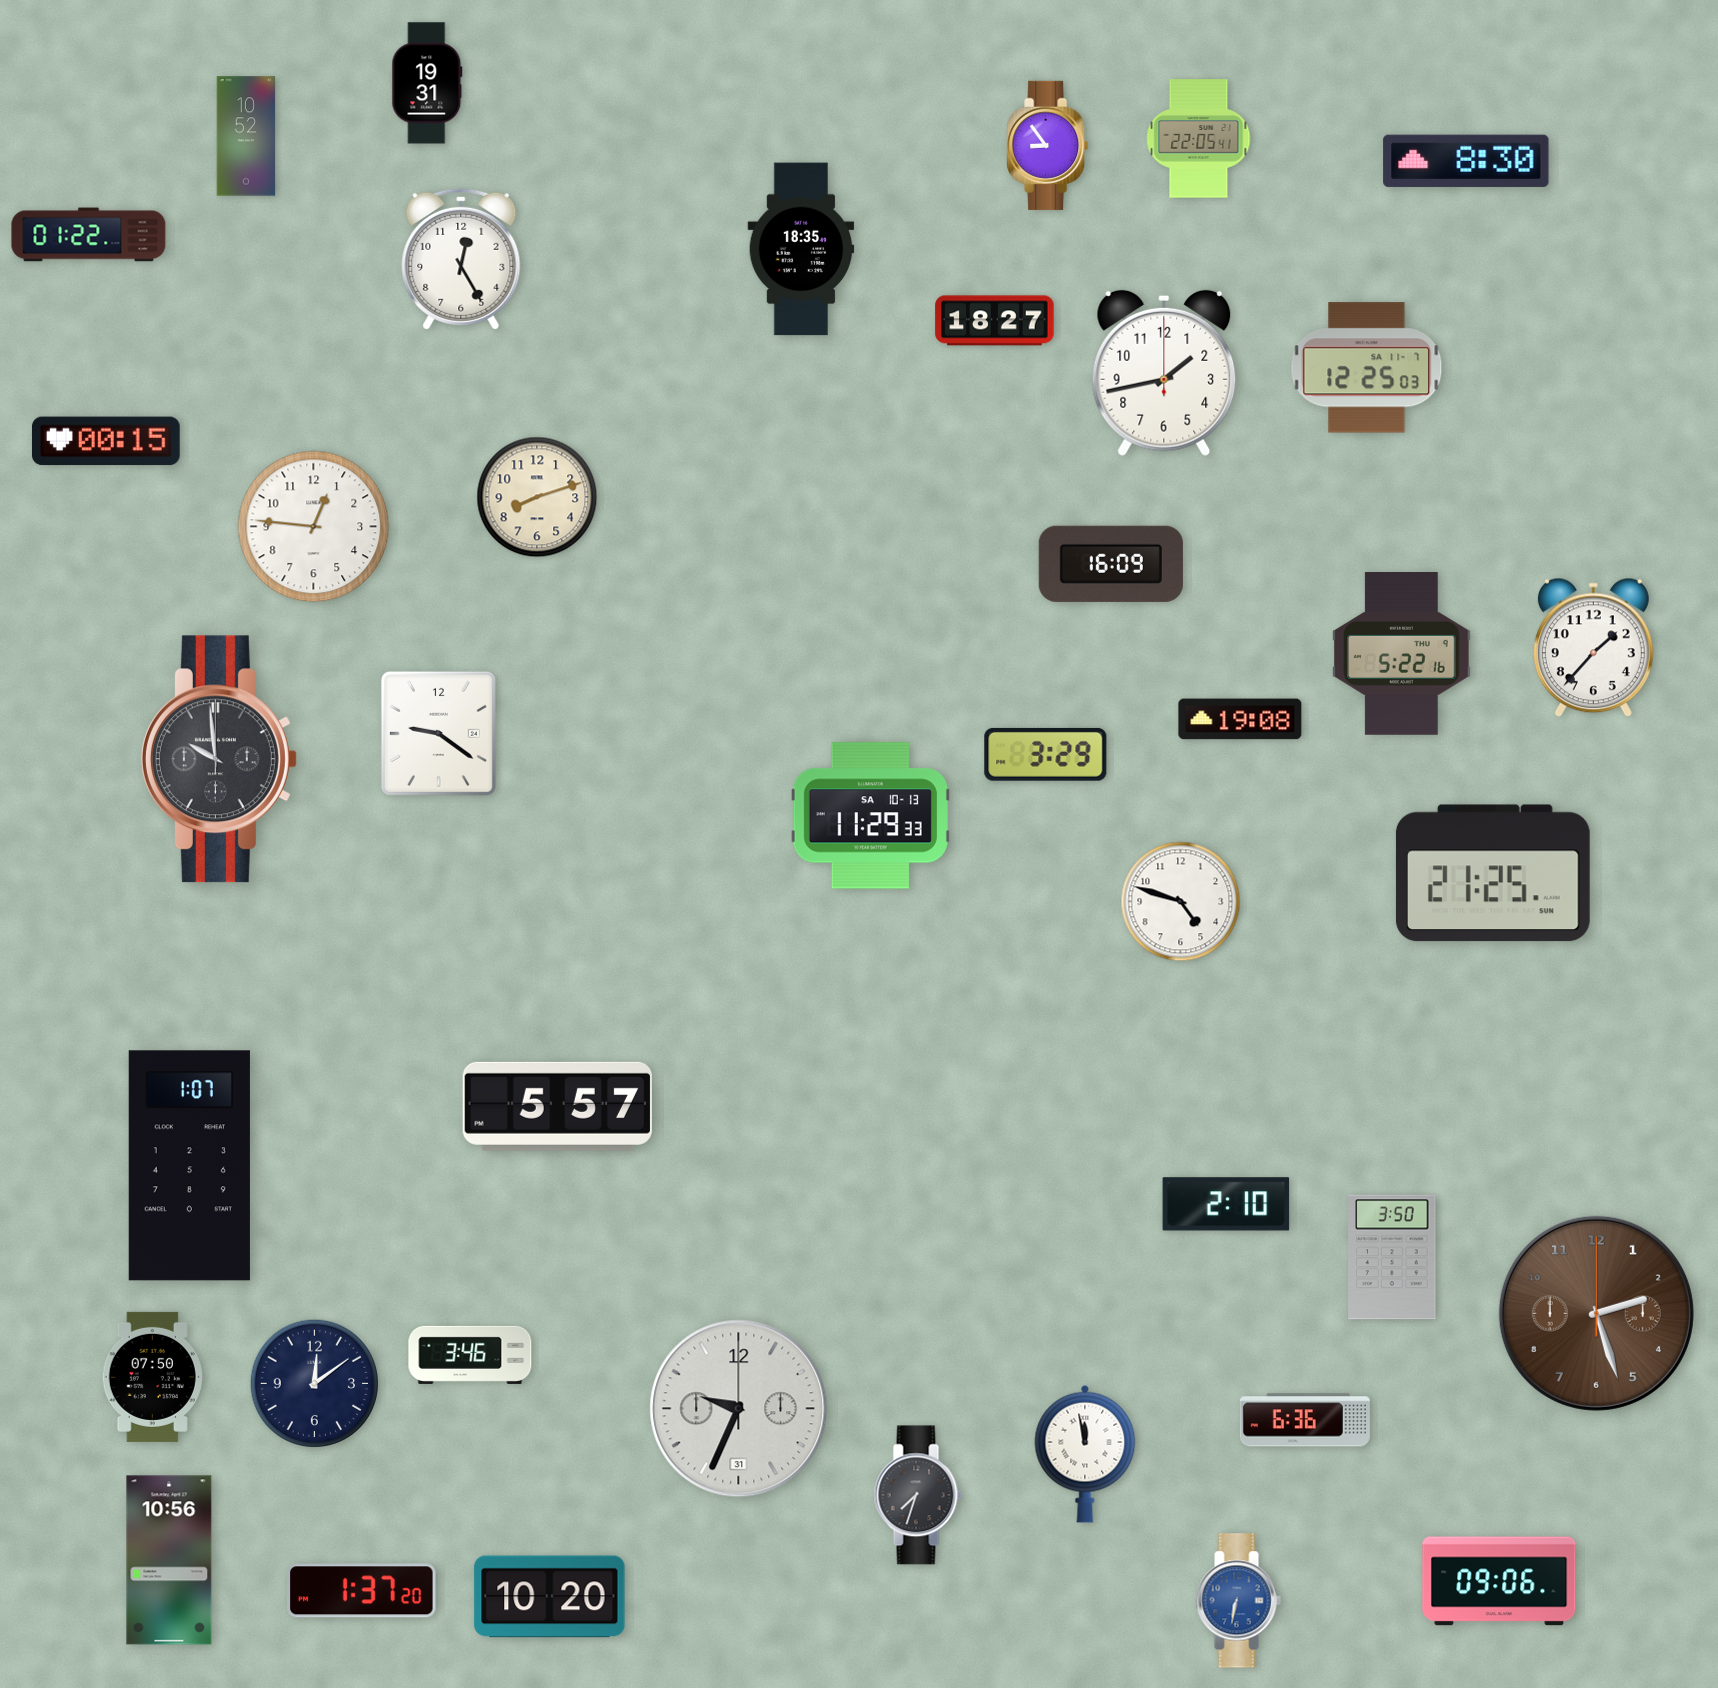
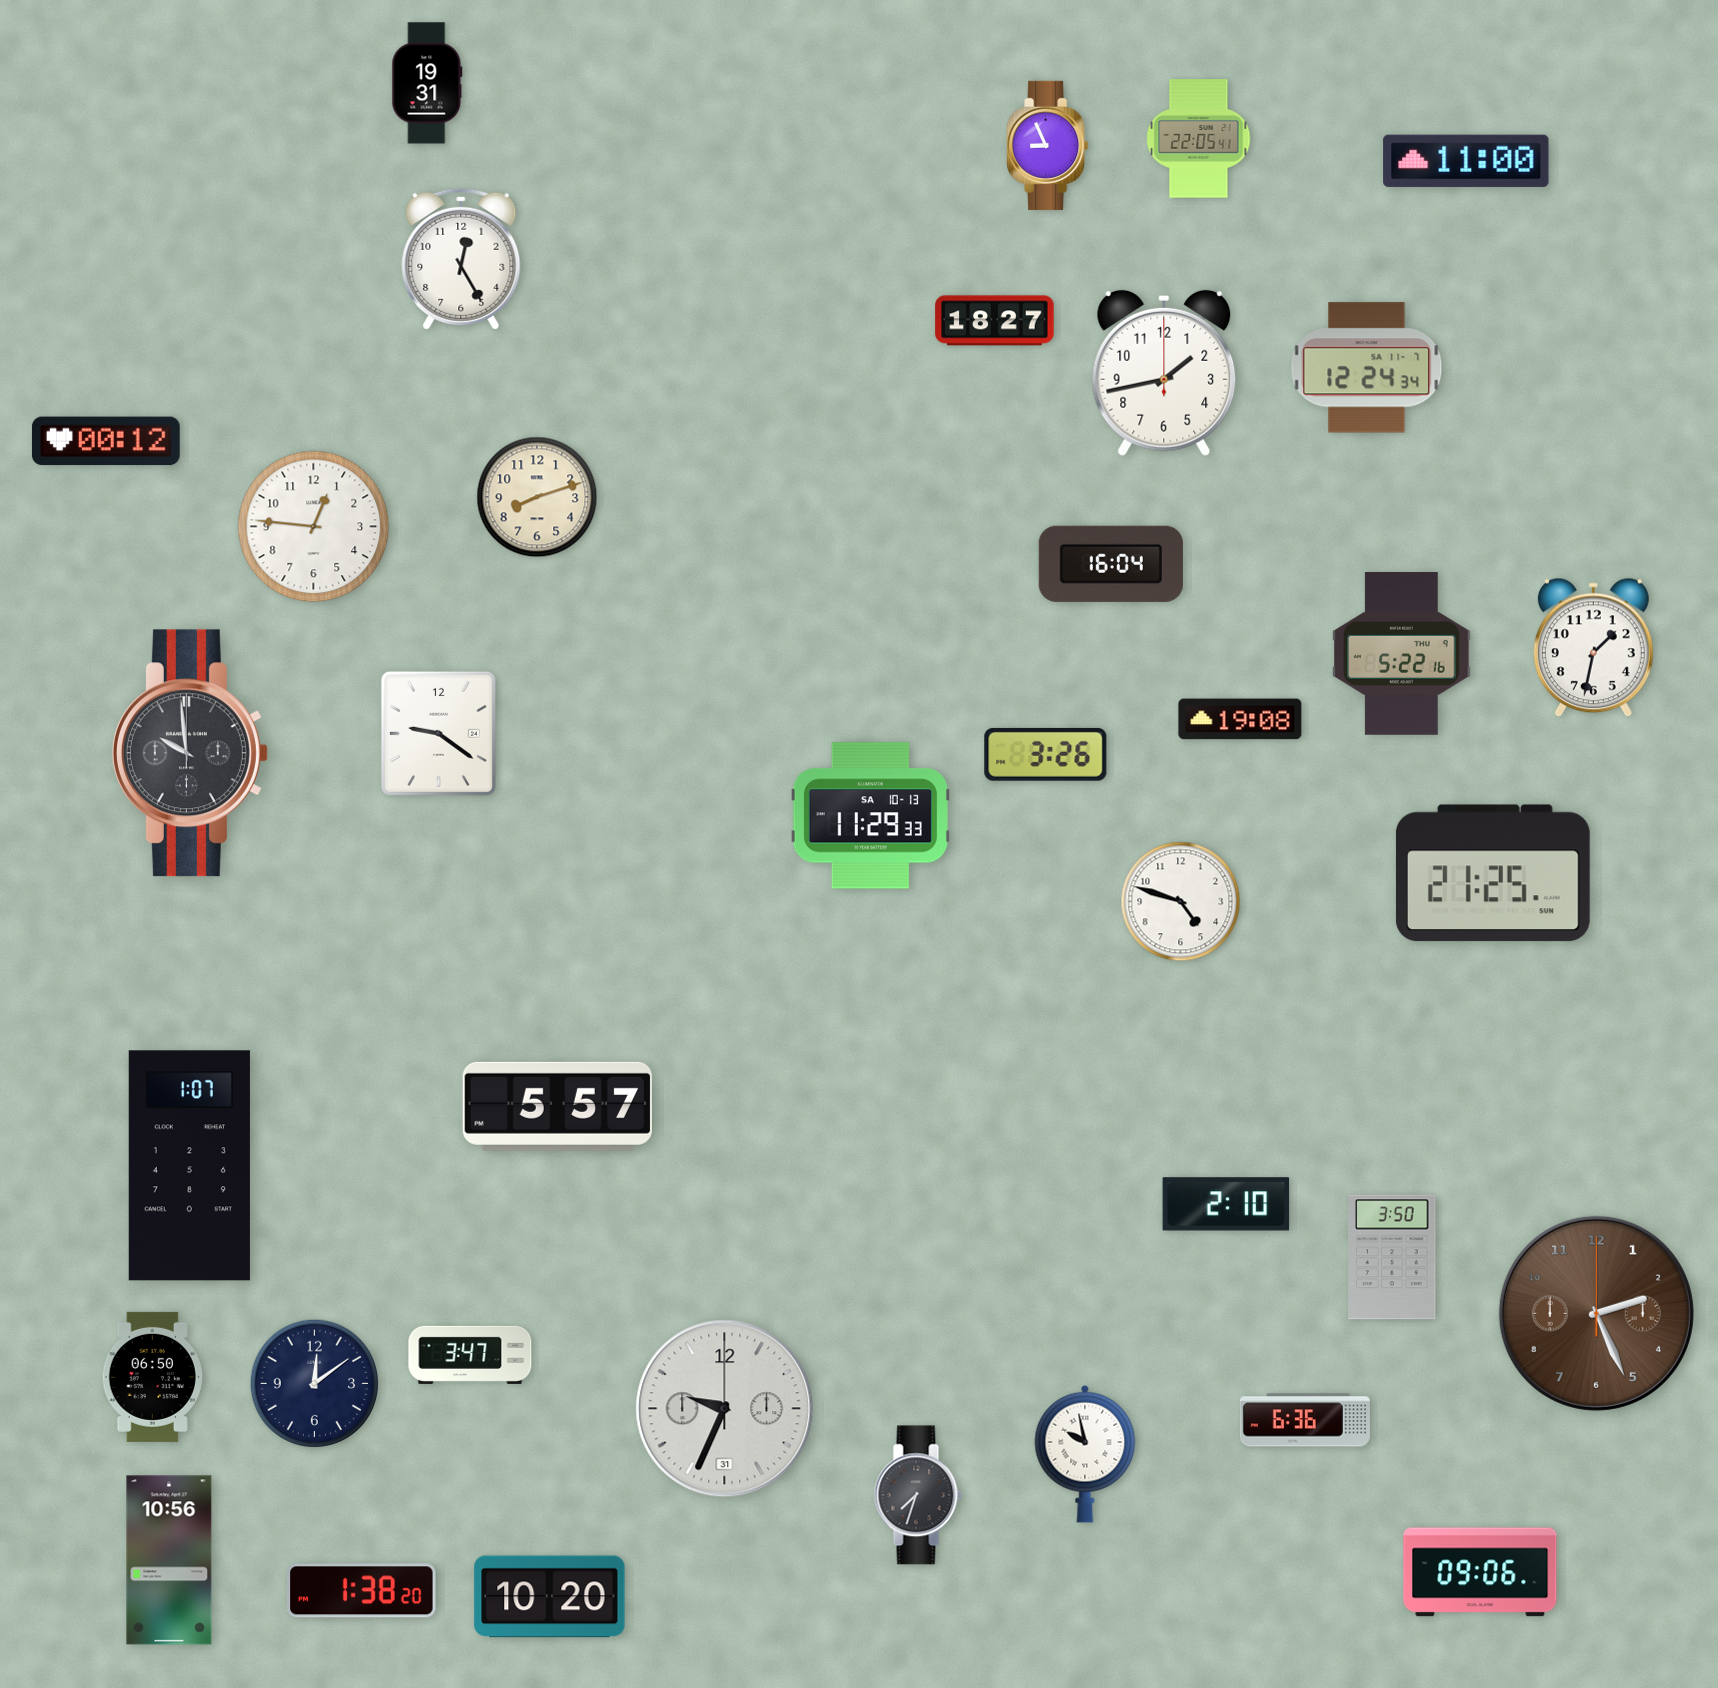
clock at (246, 136): 10:52 -> none
clock at (1048, 145): 8:54 -> 8:56
clock at (1466, 161): 8:30 -> 11:00
clock at (89, 235): 01:22 -> none
clock at (801, 249): 18:35 -> none
clock at (1367, 368): 12:25 -> 12:24
clock at (106, 441): 00:15 -> 00:12
clock at (1111, 564): 16:09 -> 16:04
clock at (1593, 648): 1:37 -> 1:32
clock at (1046, 754): 3:29 -> 3:26
clock at (219, 759) position: (219, 759) -> (190, 753)
clock at (1596, 1313): 2:27 -> 2:26
clock at (470, 1355): 3:46 -> 3:47
clock at (153, 1377): 07:50 -> 06:50
clock at (739, 1409) position: (739, 1409) -> (725, 1409)
clock at (1085, 1454): 11:58 -> 9:58
clock at (1499, 1581) position: (1499, 1581) -> (1480, 1572)
clock at (362, 1591): 1:37 -> 1:38
clock at (1238, 1601): 6:32 -> none
